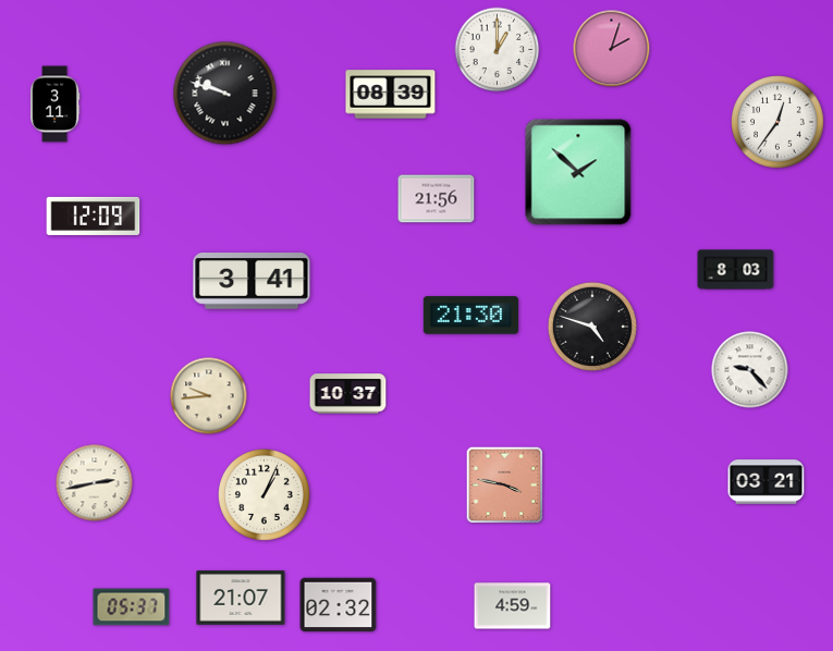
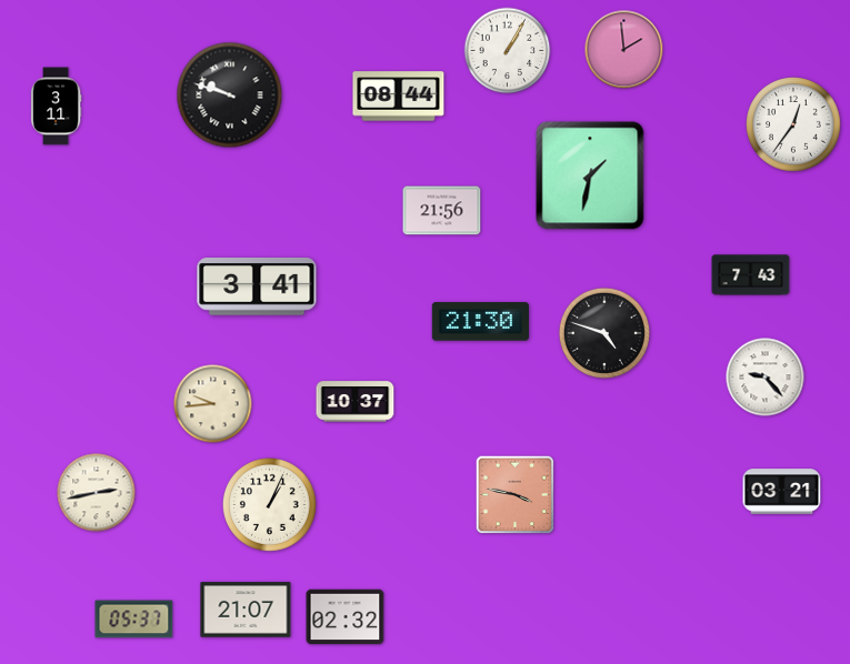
clock at (612, 49): 2:03 -> 1:59
clock at (498, 50): 1:00 -> 1:05
clock at (391, 95): 08:39 -> 08:44
clock at (578, 172): 1:52 -> 1:32
clock at (437, 199) position: (437, 199) -> (442, 211)
clock at (94, 216): 12:09 -> none
clock at (736, 270): 8:03 -> 7:43
clock at (513, 606): 4:59 -> none
